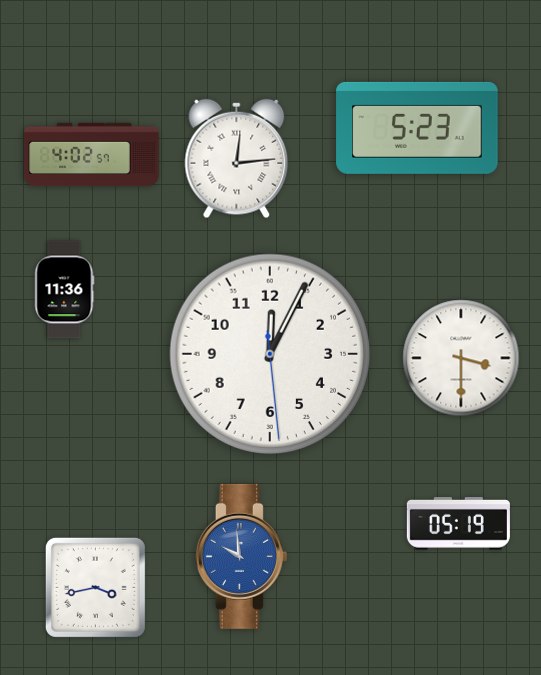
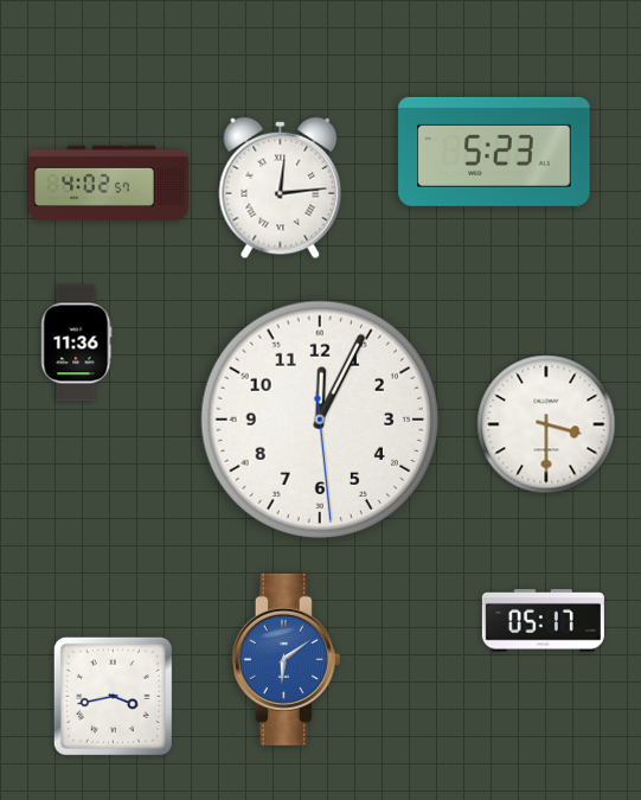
clock at (458, 524): 05:19 -> 05:17
clock at (241, 556): 9:59 -> 6:09
